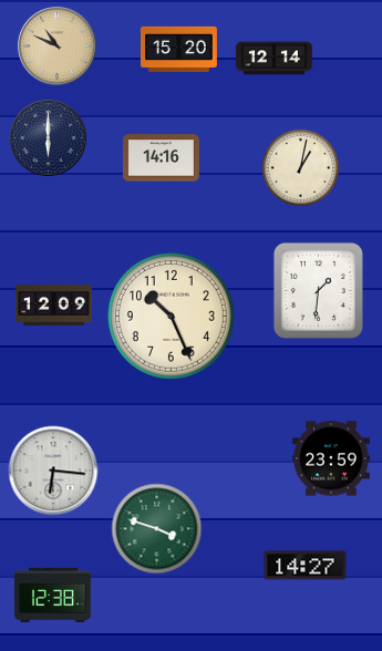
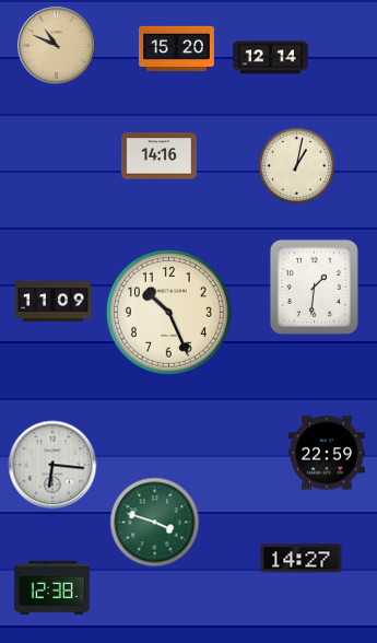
clock at (49, 138): 6:00 -> none
clock at (53, 306): 12:09 -> 11:09
clock at (331, 458): 23:59 -> 22:59
